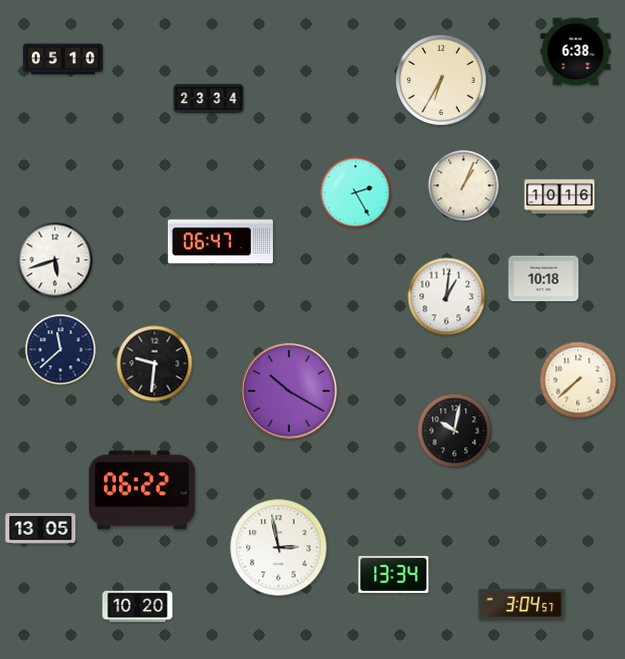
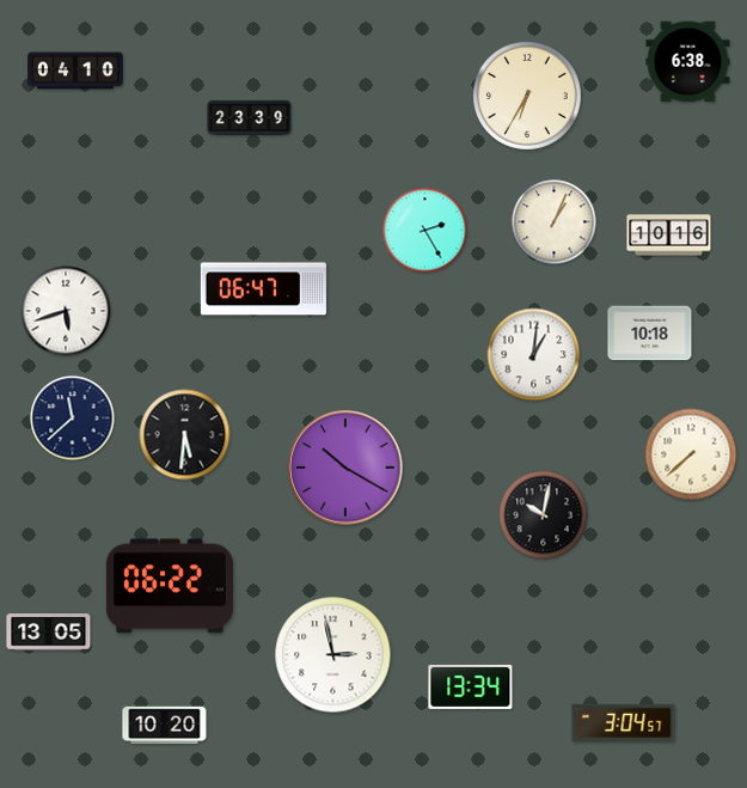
clock at (63, 59): 05:10 -> 04:10
clock at (209, 98): 23:34 -> 23:39
clock at (155, 364): 9:31 -> 5:31
